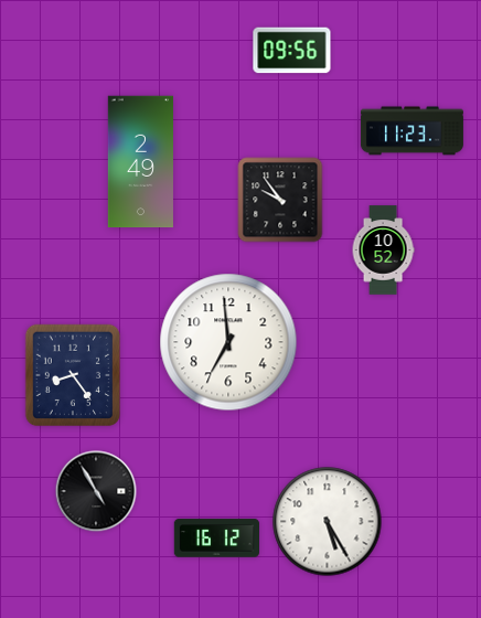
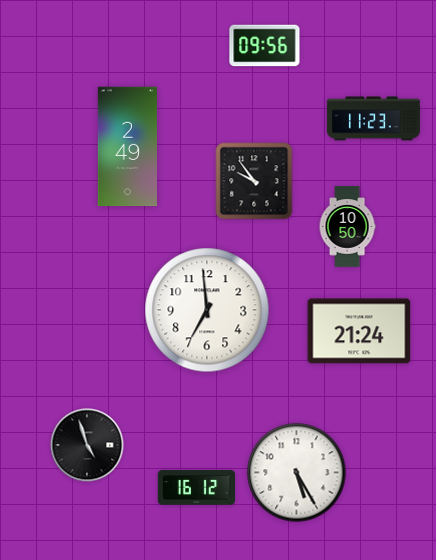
clock at (383, 251): 10:52 -> 10:50
clock at (359, 331): none -> 21:24
clock at (72, 374): 8:24 -> none
clock at (96, 491): 4:55 -> 4:57
